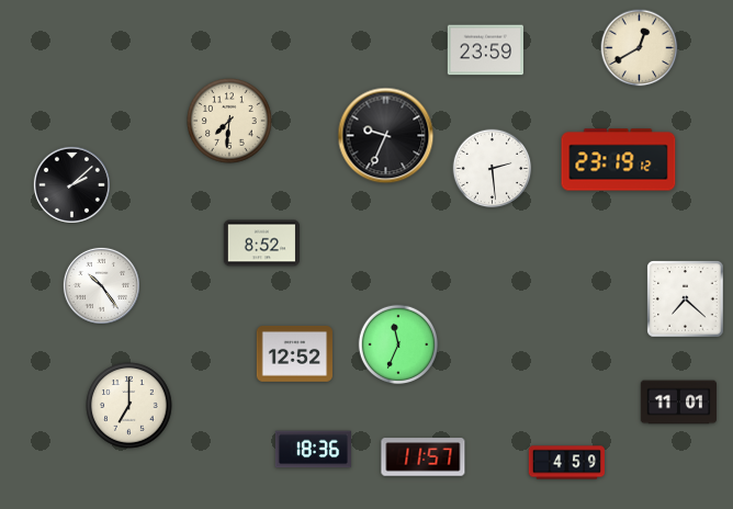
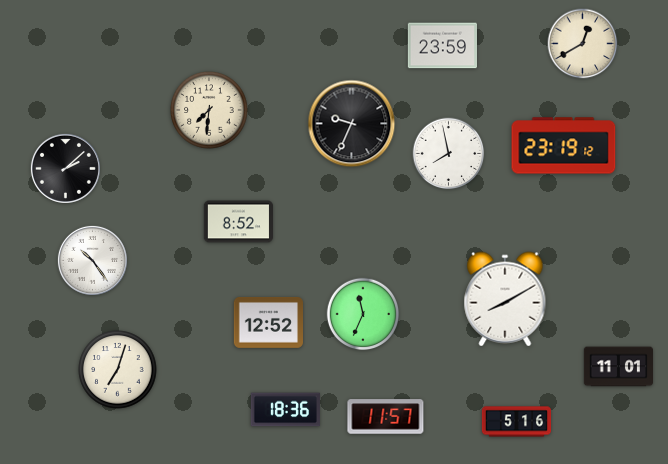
clock at (493, 169): 2:29 -> 7:58
clock at (686, 299): 7:22 -> none
clock at (505, 299): none -> 8:10
clock at (129, 406): 7:00 -> 7:03
clock at (567, 463): 4:59 -> 5:16
